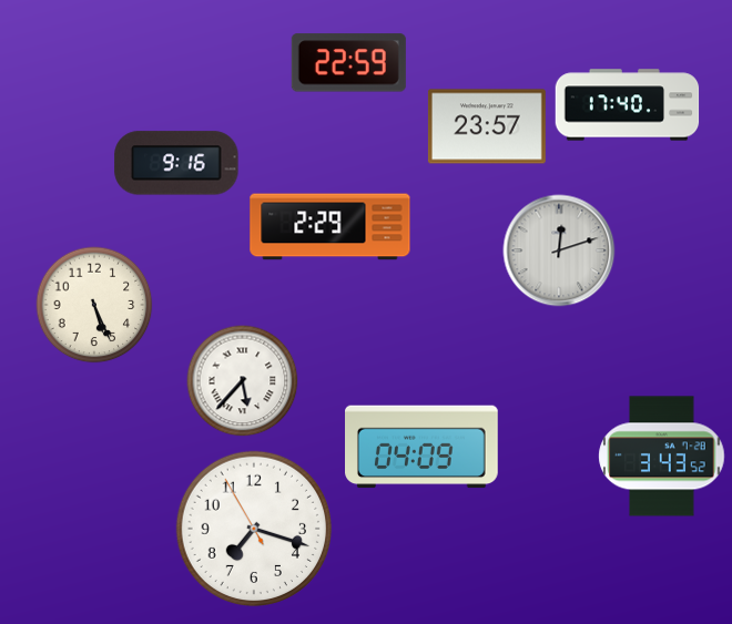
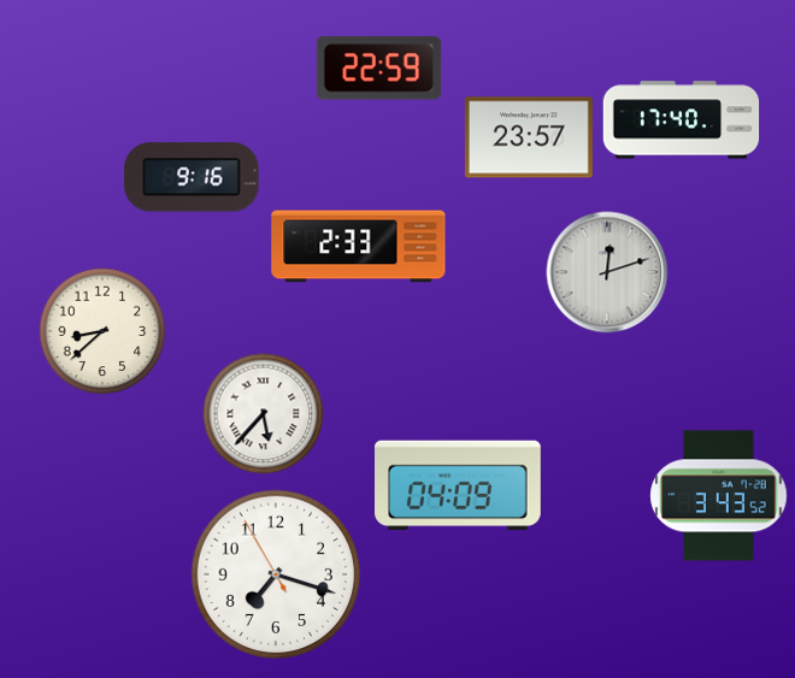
clock at (628, 105) position: (628, 105) -> (682, 120)
clock at (331, 227): 2:29 -> 2:33
clock at (94, 305): 5:26 -> 8:38
